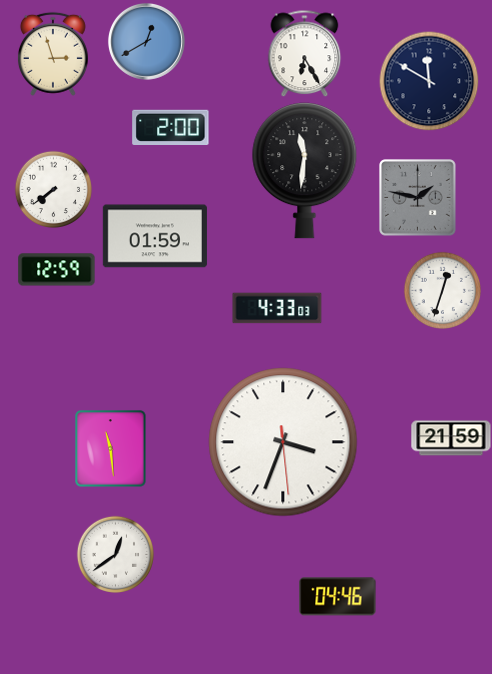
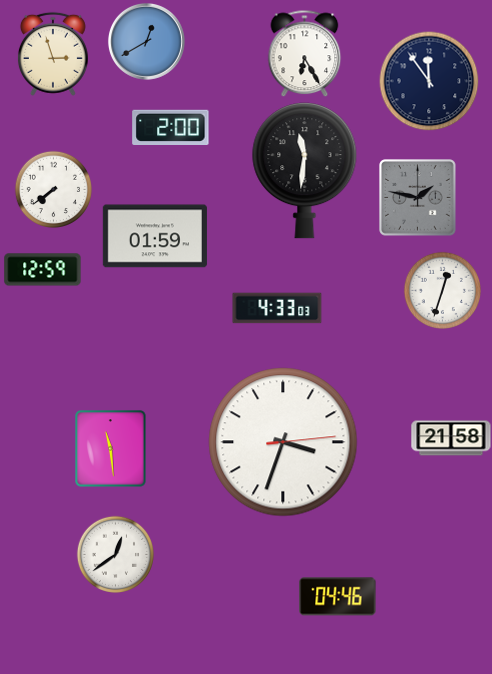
clock at (429, 81): 11:50 -> 11:54
clock at (57, 270) position: (57, 270) -> (43, 270)
clock at (451, 438): 21:59 -> 21:58
clock at (283, 442): 3:33:29 -> 3:33:14
